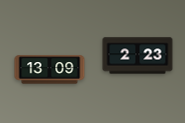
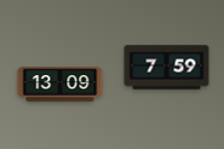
clock at (138, 56): 2:23 -> 7:59
